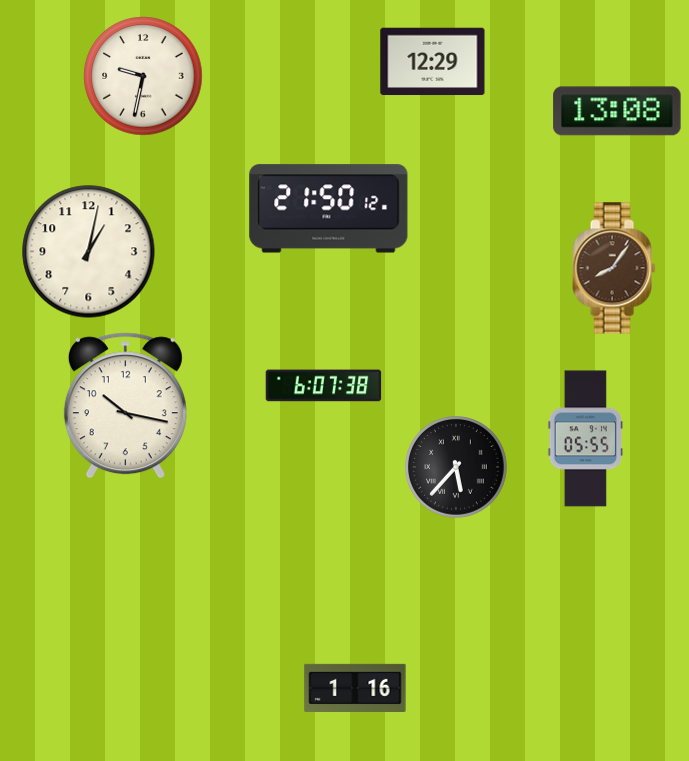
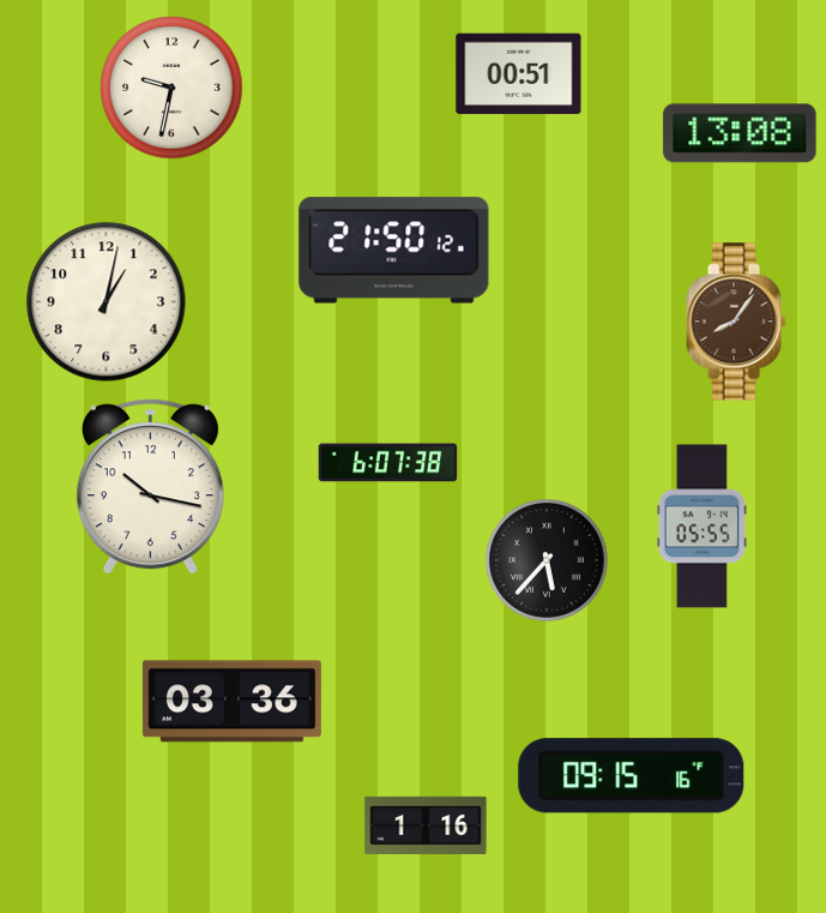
clock at (433, 62): 12:29 -> 00:51
clock at (143, 76) position: (143, 76) -> (171, 88)
clock at (231, 702): none -> 03:36
clock at (632, 776): none -> 09:15
